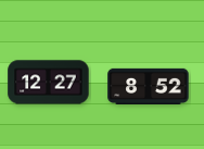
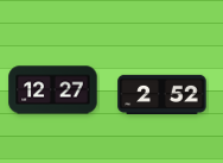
clock at (149, 86): 8:52 -> 2:52
